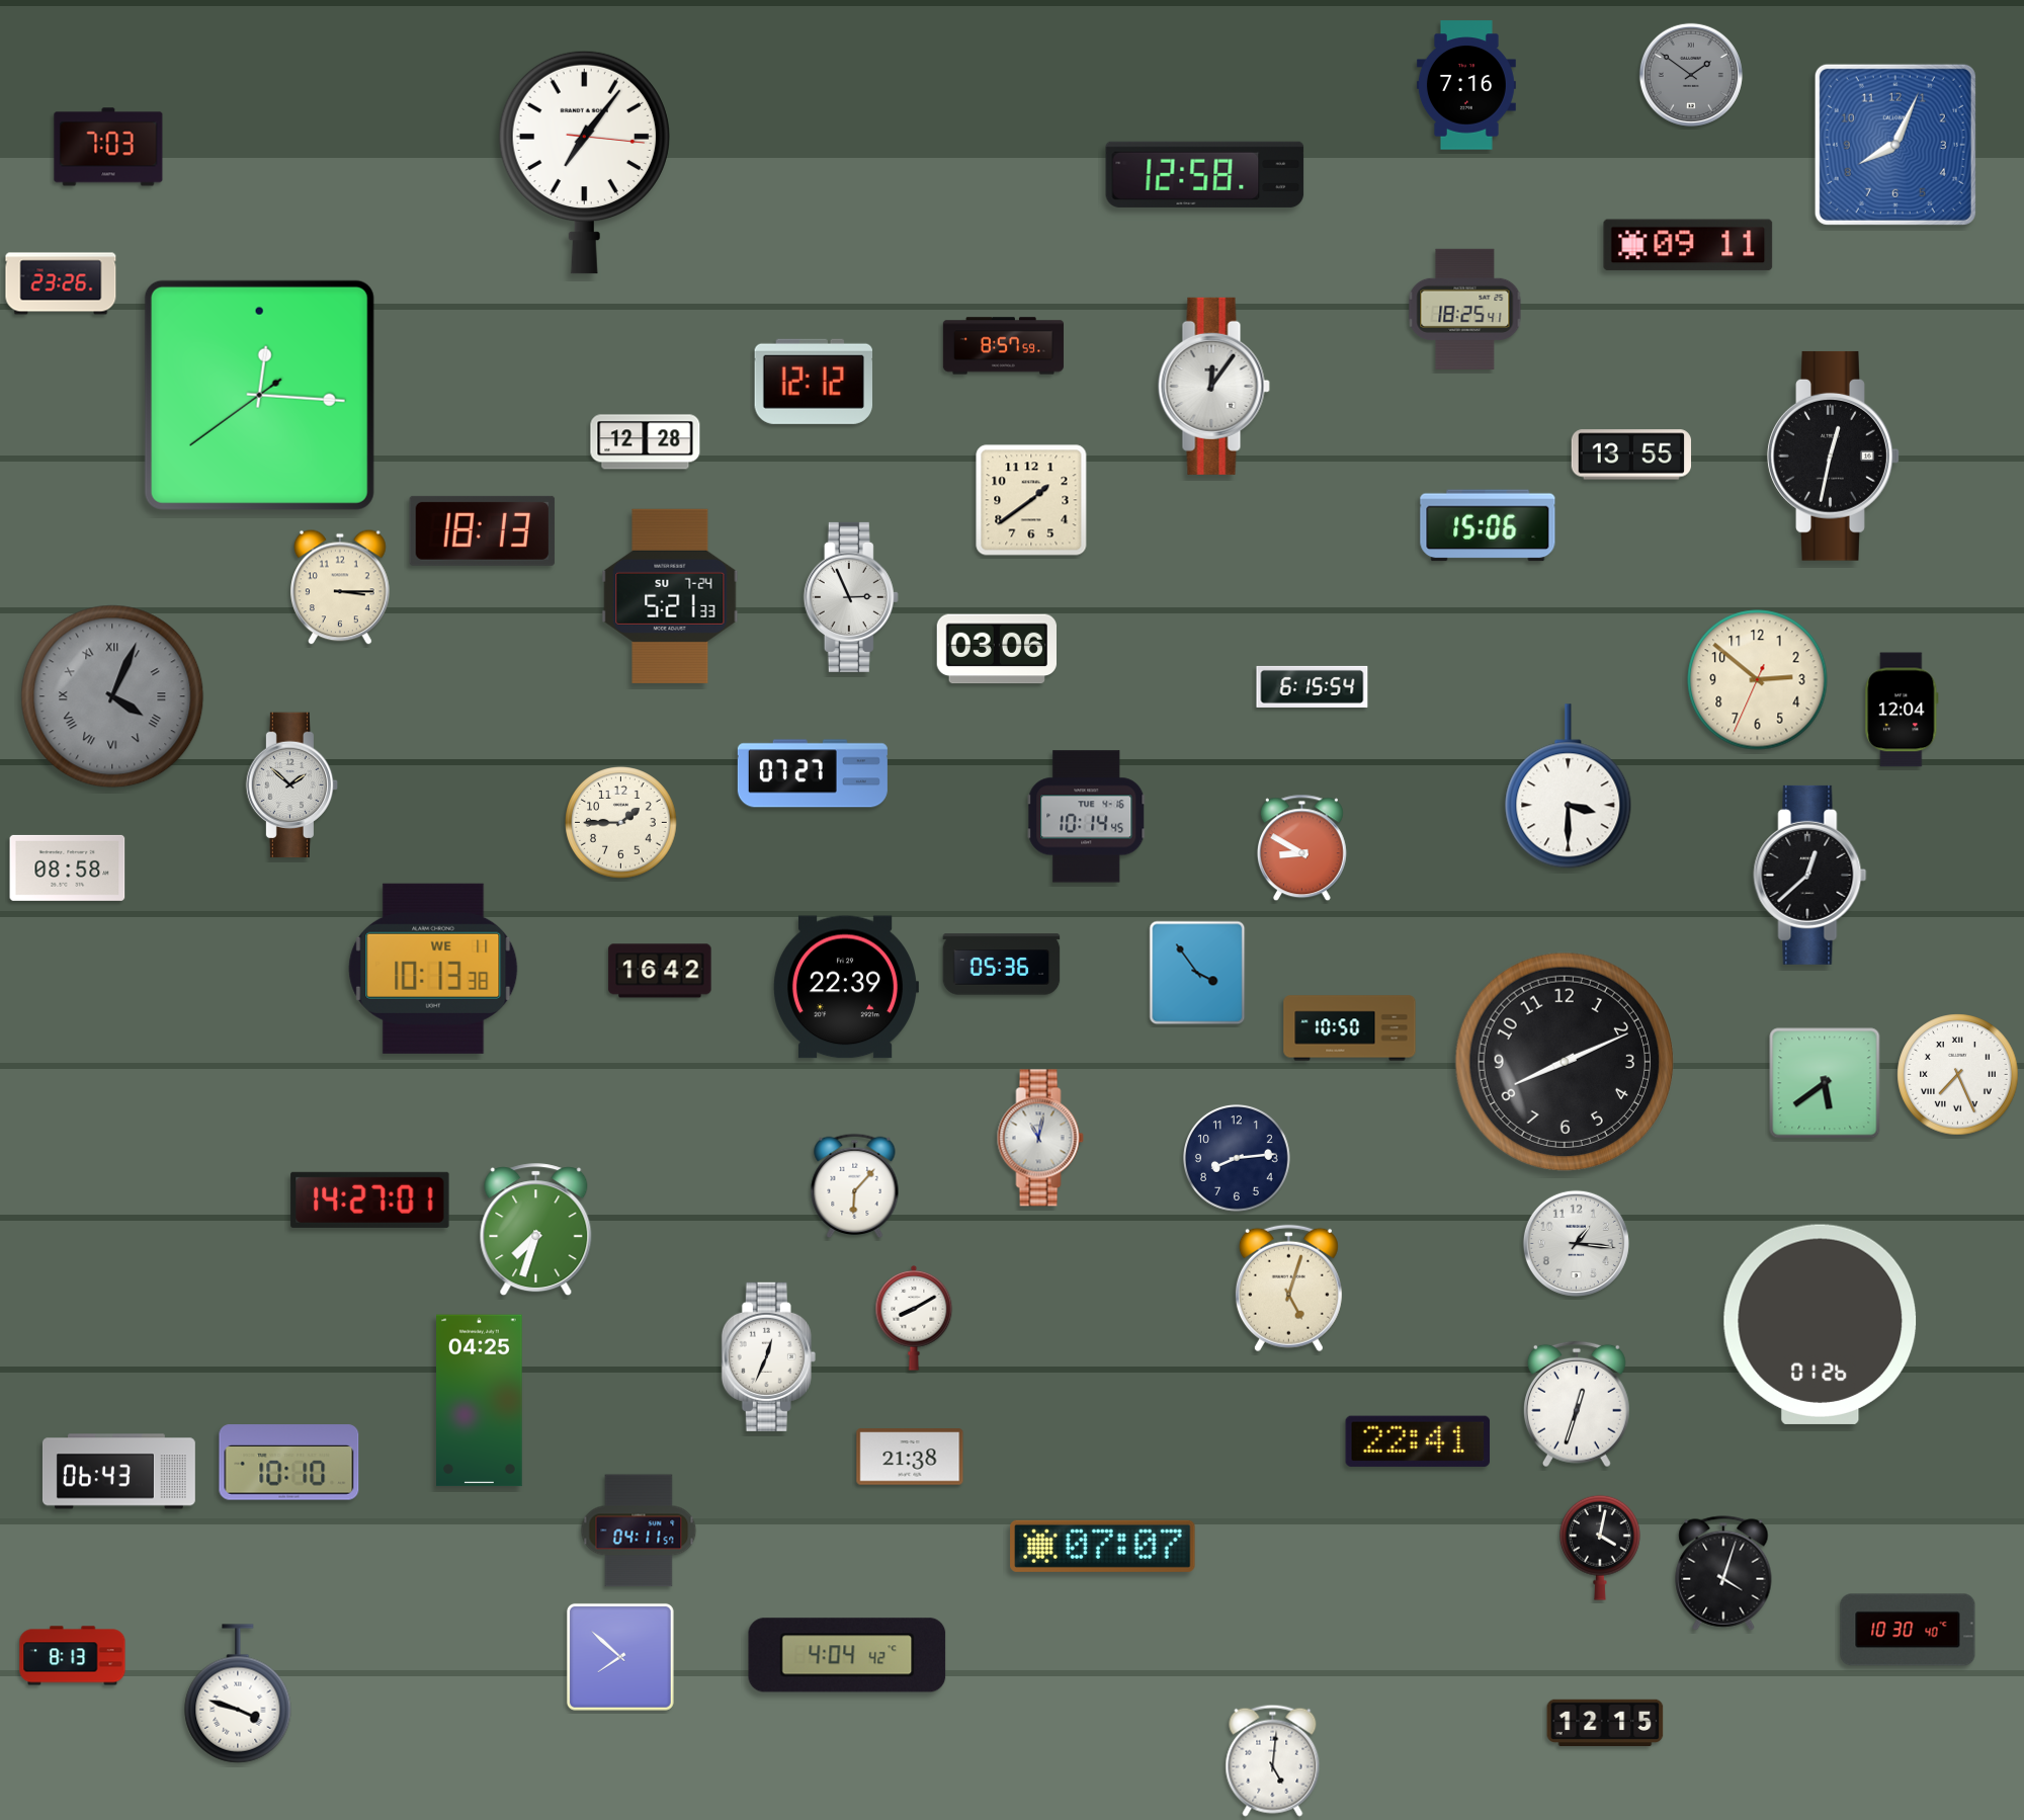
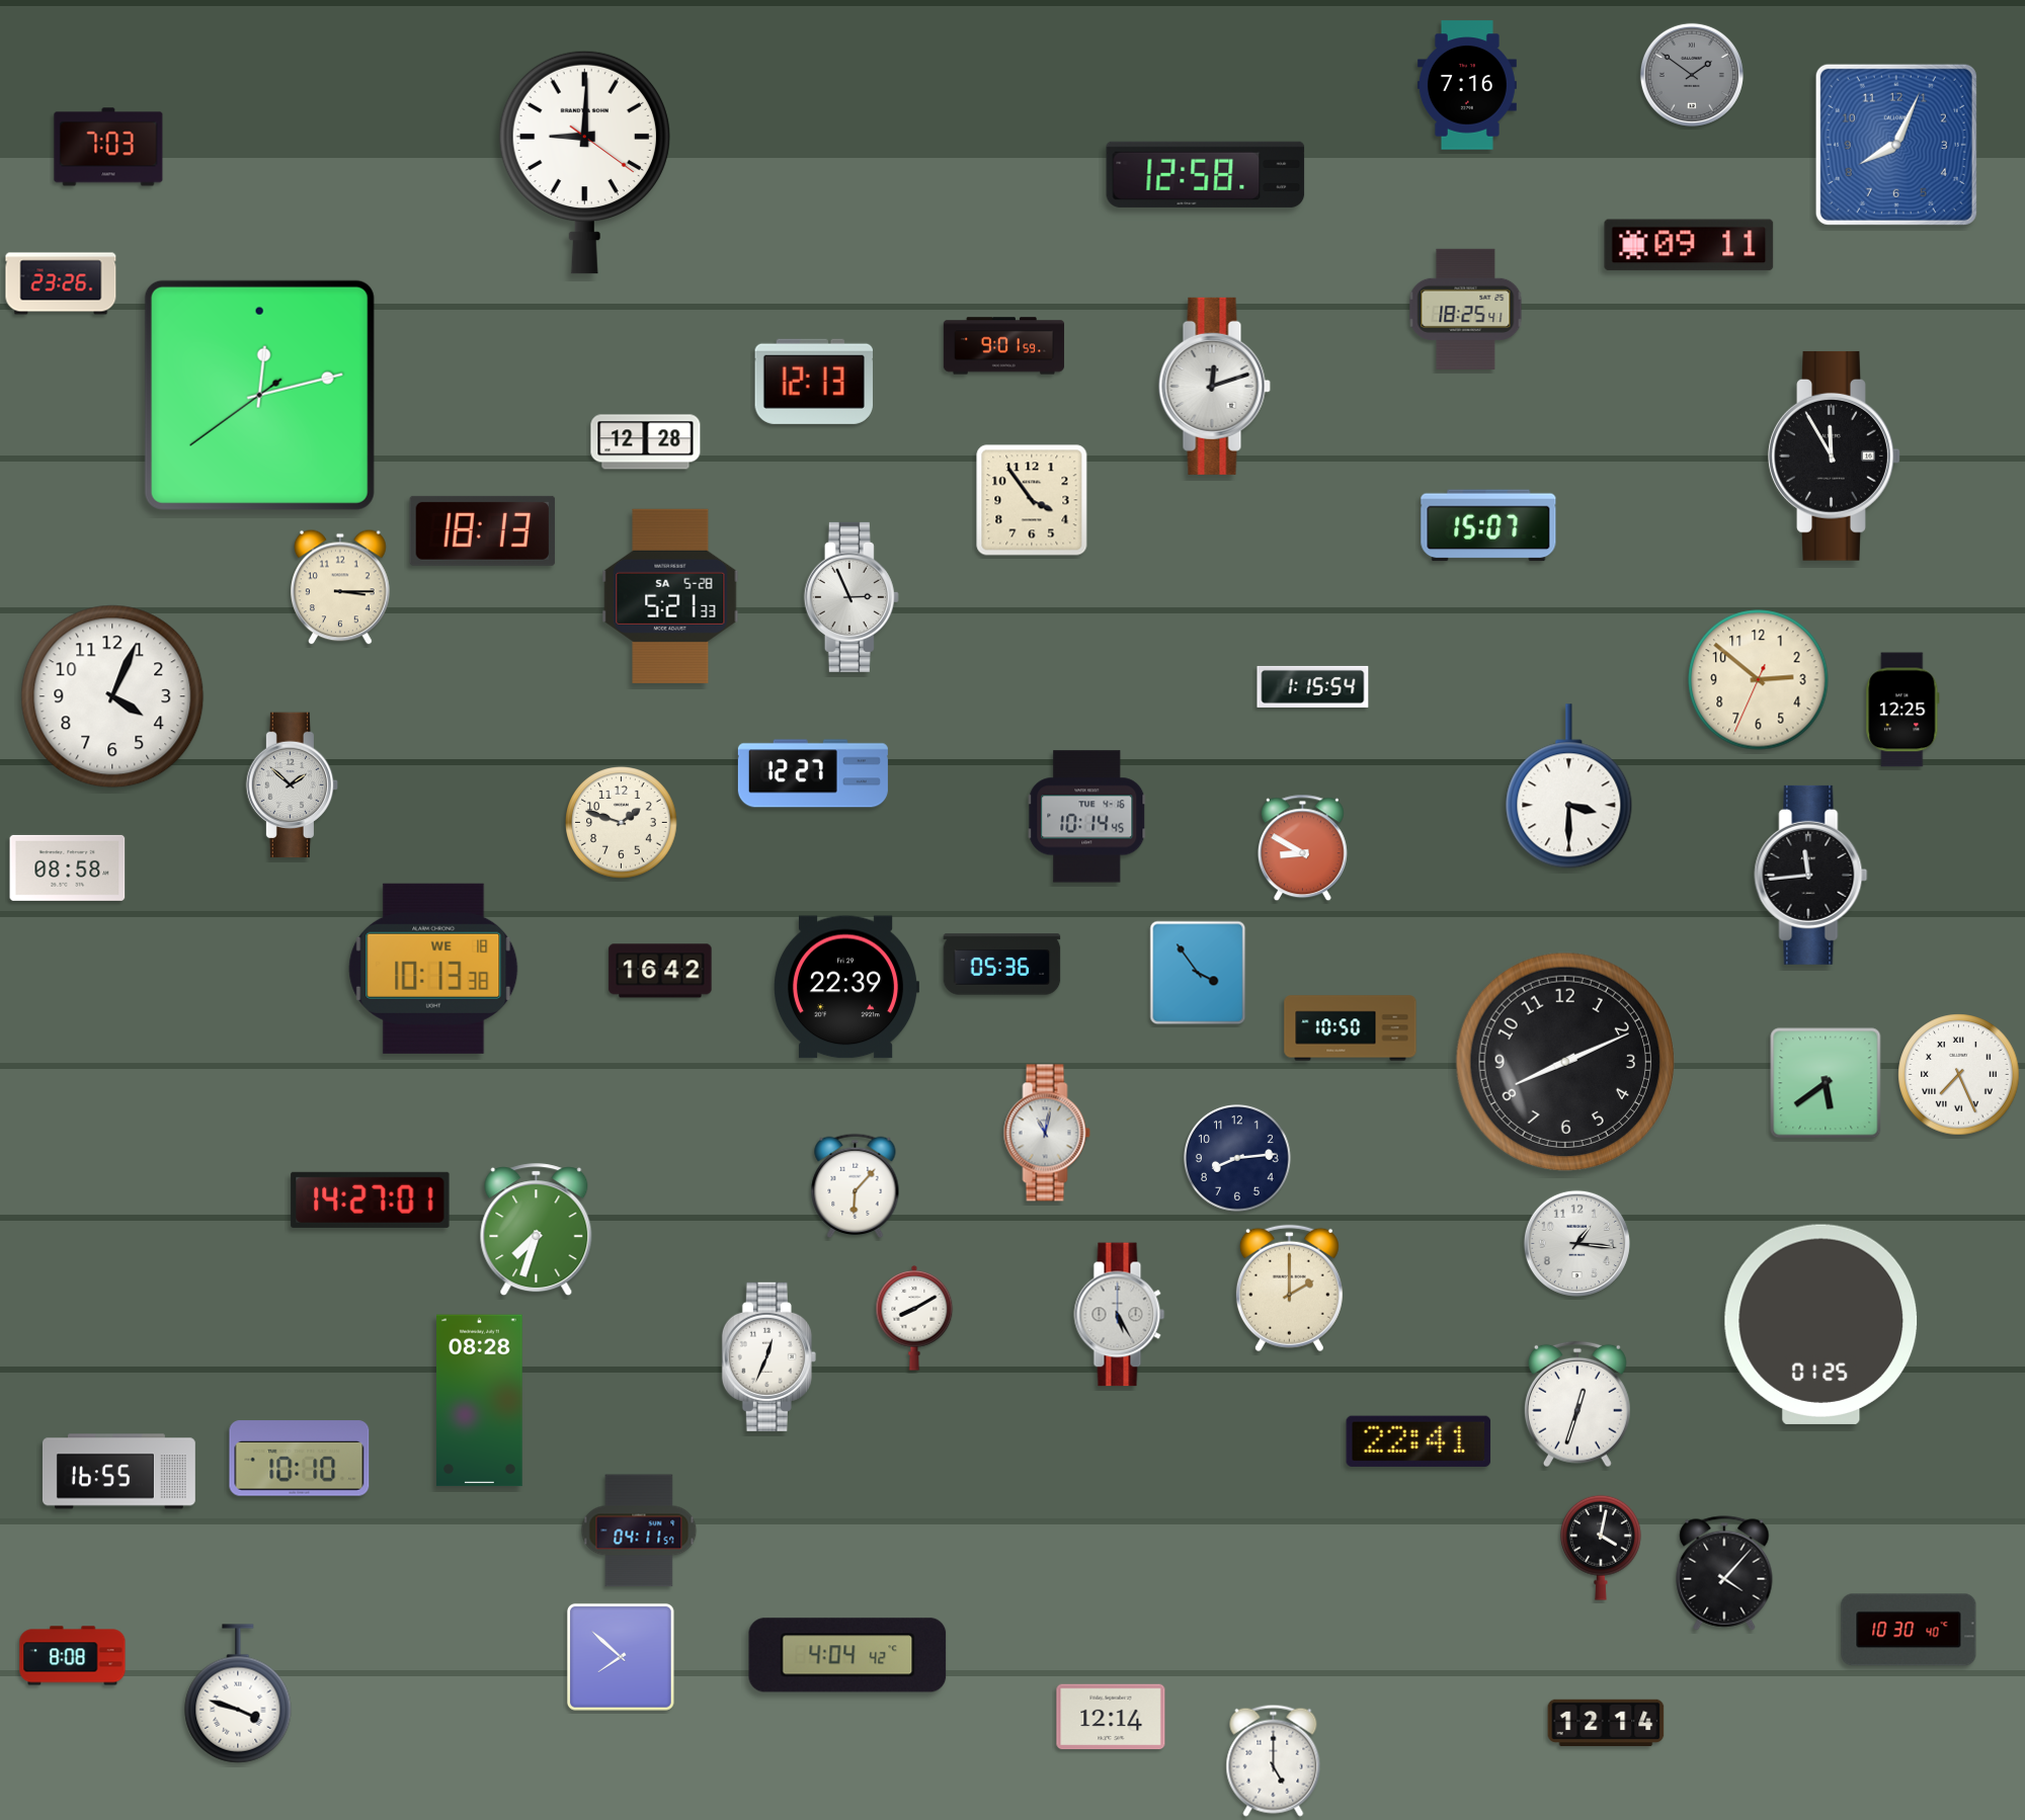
clock at (584, 162): 7:06 -> 9:00
clock at (1004, 346): 8:57 -> 9:01
clock at (813, 382): 12:12 -> 12:13
clock at (1213, 386): 12:06 -> 12:12
clock at (259, 395): 12:15 -> 12:12
clock at (1630, 454): 13:55 -> none
clock at (1834, 456): 12:32 -> 11:55
clock at (1031, 500): 1:39 -> 3:54
clock at (1488, 525): 15:06 -> 15:07
clock at (670, 596) date: SU 7-24 -> SA 5-28
clock at (996, 649): 03:06 -> none
clock at (1313, 686): 6:15 -> 1:15
clock at (112, 696) dial: grey -> white
clock at (112, 696) numerals: Roman -> Arabic
clock at (1902, 710): 12:04 -> 12:25
clock at (813, 773): 07:27 -> 12:27
clock at (621, 823): 1:45 -> 1:48
clock at (1810, 875): 12:38 -> 11:44
clock at (433, 969) date: WE 11 -> WE 18
clock at (1040, 1138) position: (1040, 1138) -> (1047, 1133)
clock at (1288, 1289): 5:03 -> 2:00
clock at (1120, 1315): none -> 5:25
clock at (1821, 1324): 01:26 -> 01:25
clock at (480, 1401): 04:25 -> 08:28
clock at (910, 1457): 21:38 -> none
clock at (289, 1463) position: (289, 1463) -> (300, 1459)
clock at (118, 1472): 06:43 -> 16:55
clock at (1103, 1546): 07:07 -> none
clock at (1723, 1573): 4:03 -> 4:07
clock at (73, 1656): 8:13 -> 8:08
clock at (1111, 1717): none -> 12:14
clock at (1605, 1723): 12:15 -> 12:14
clock at (1273, 1760): 5:01 -> 5:00
